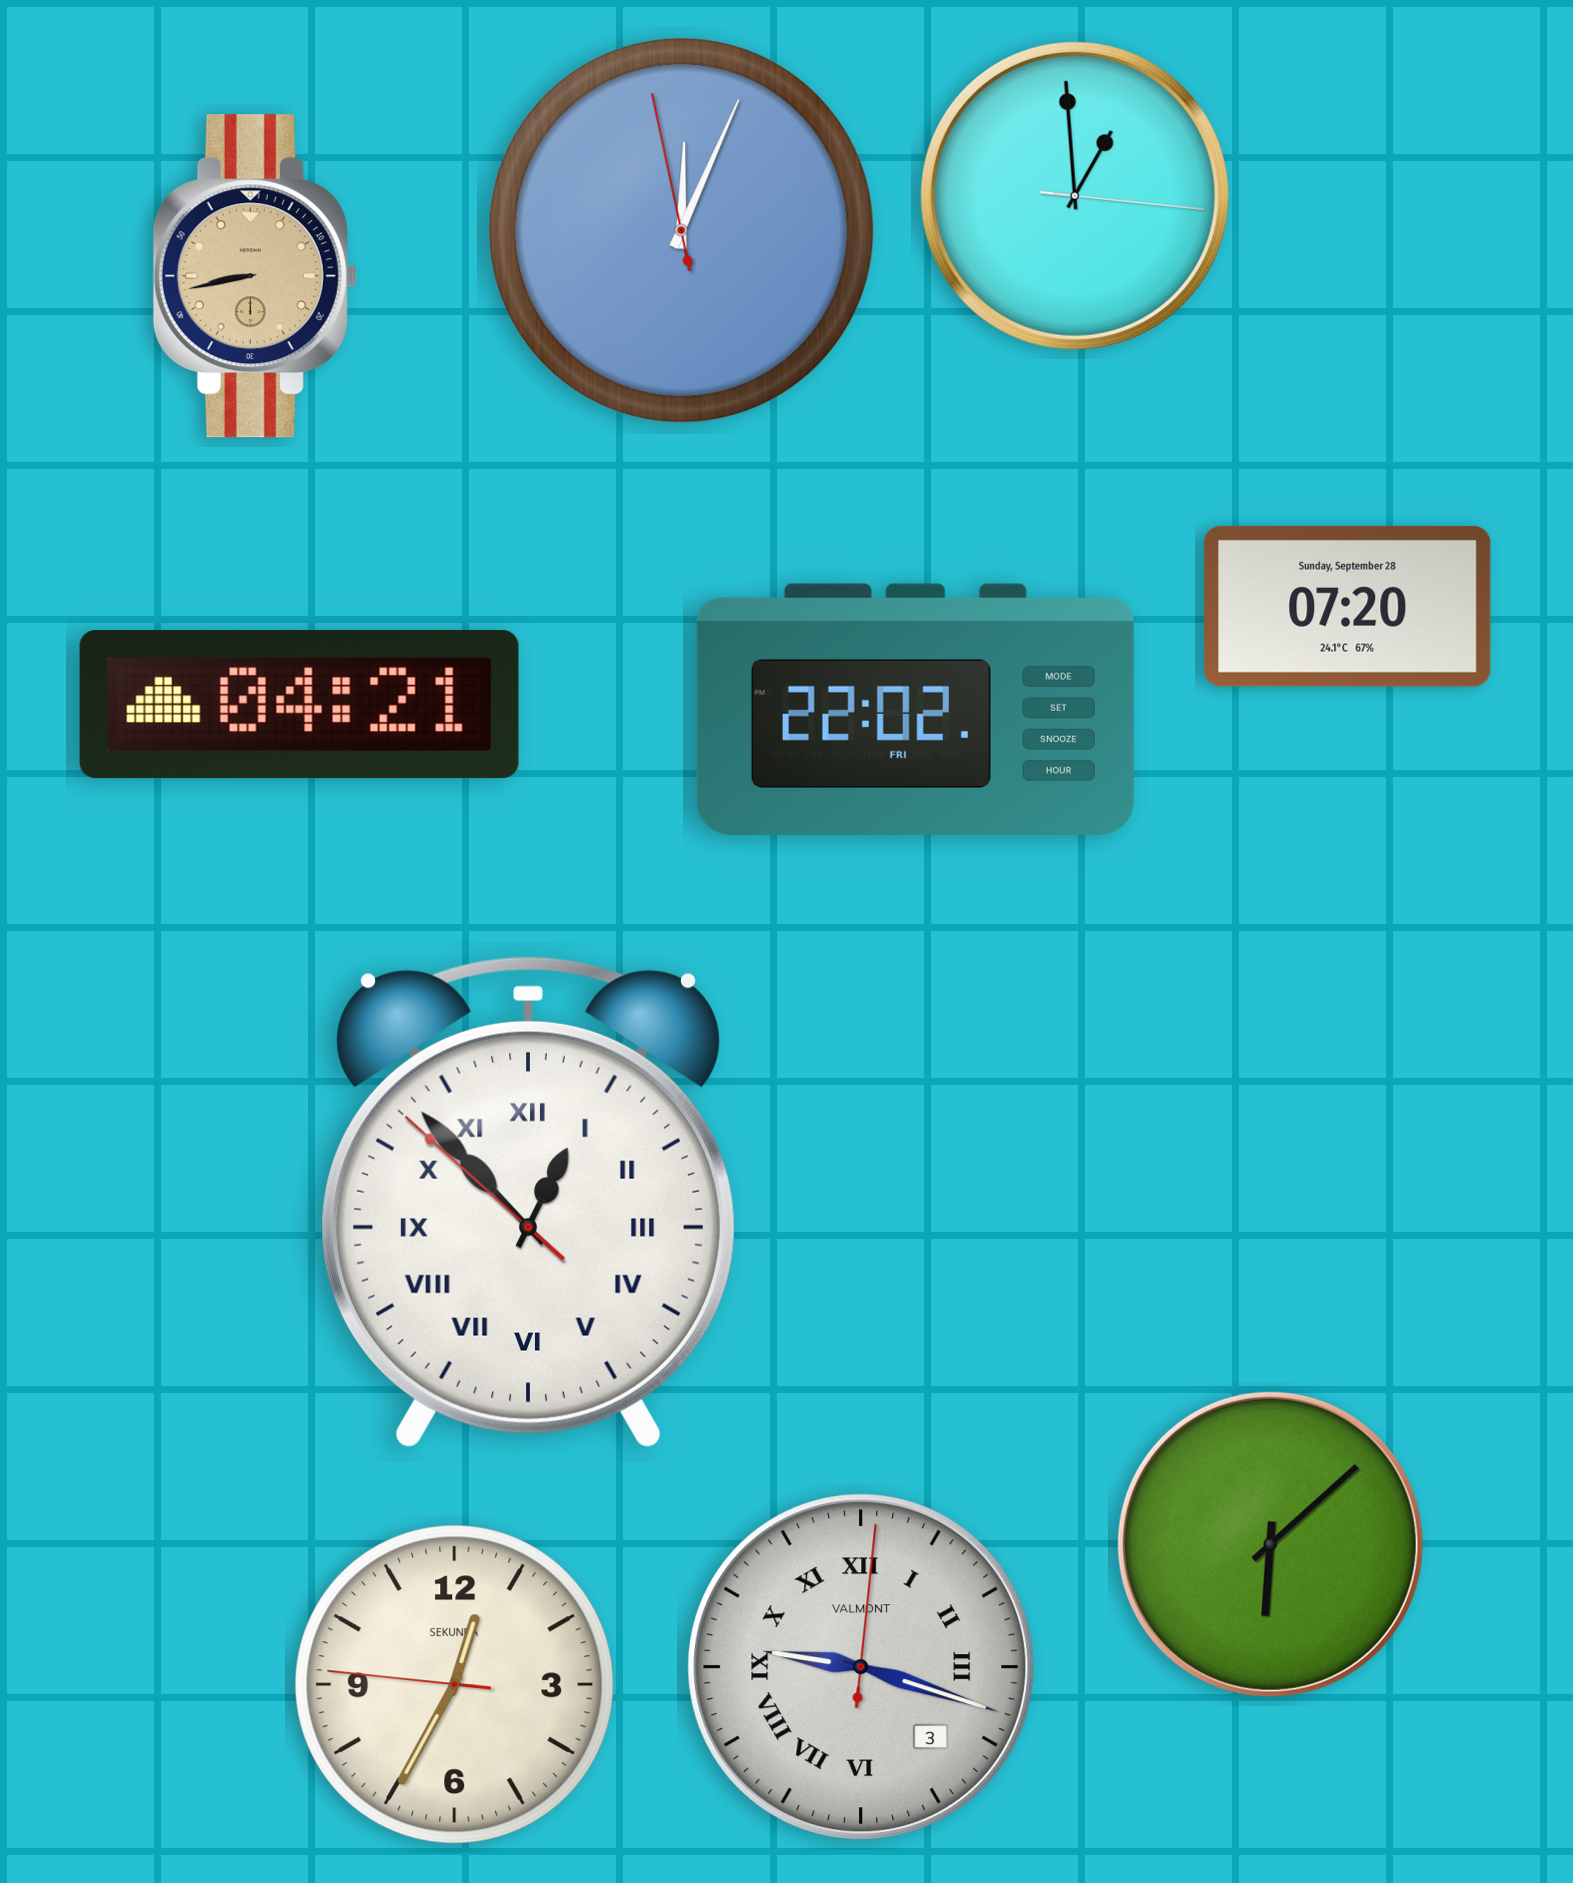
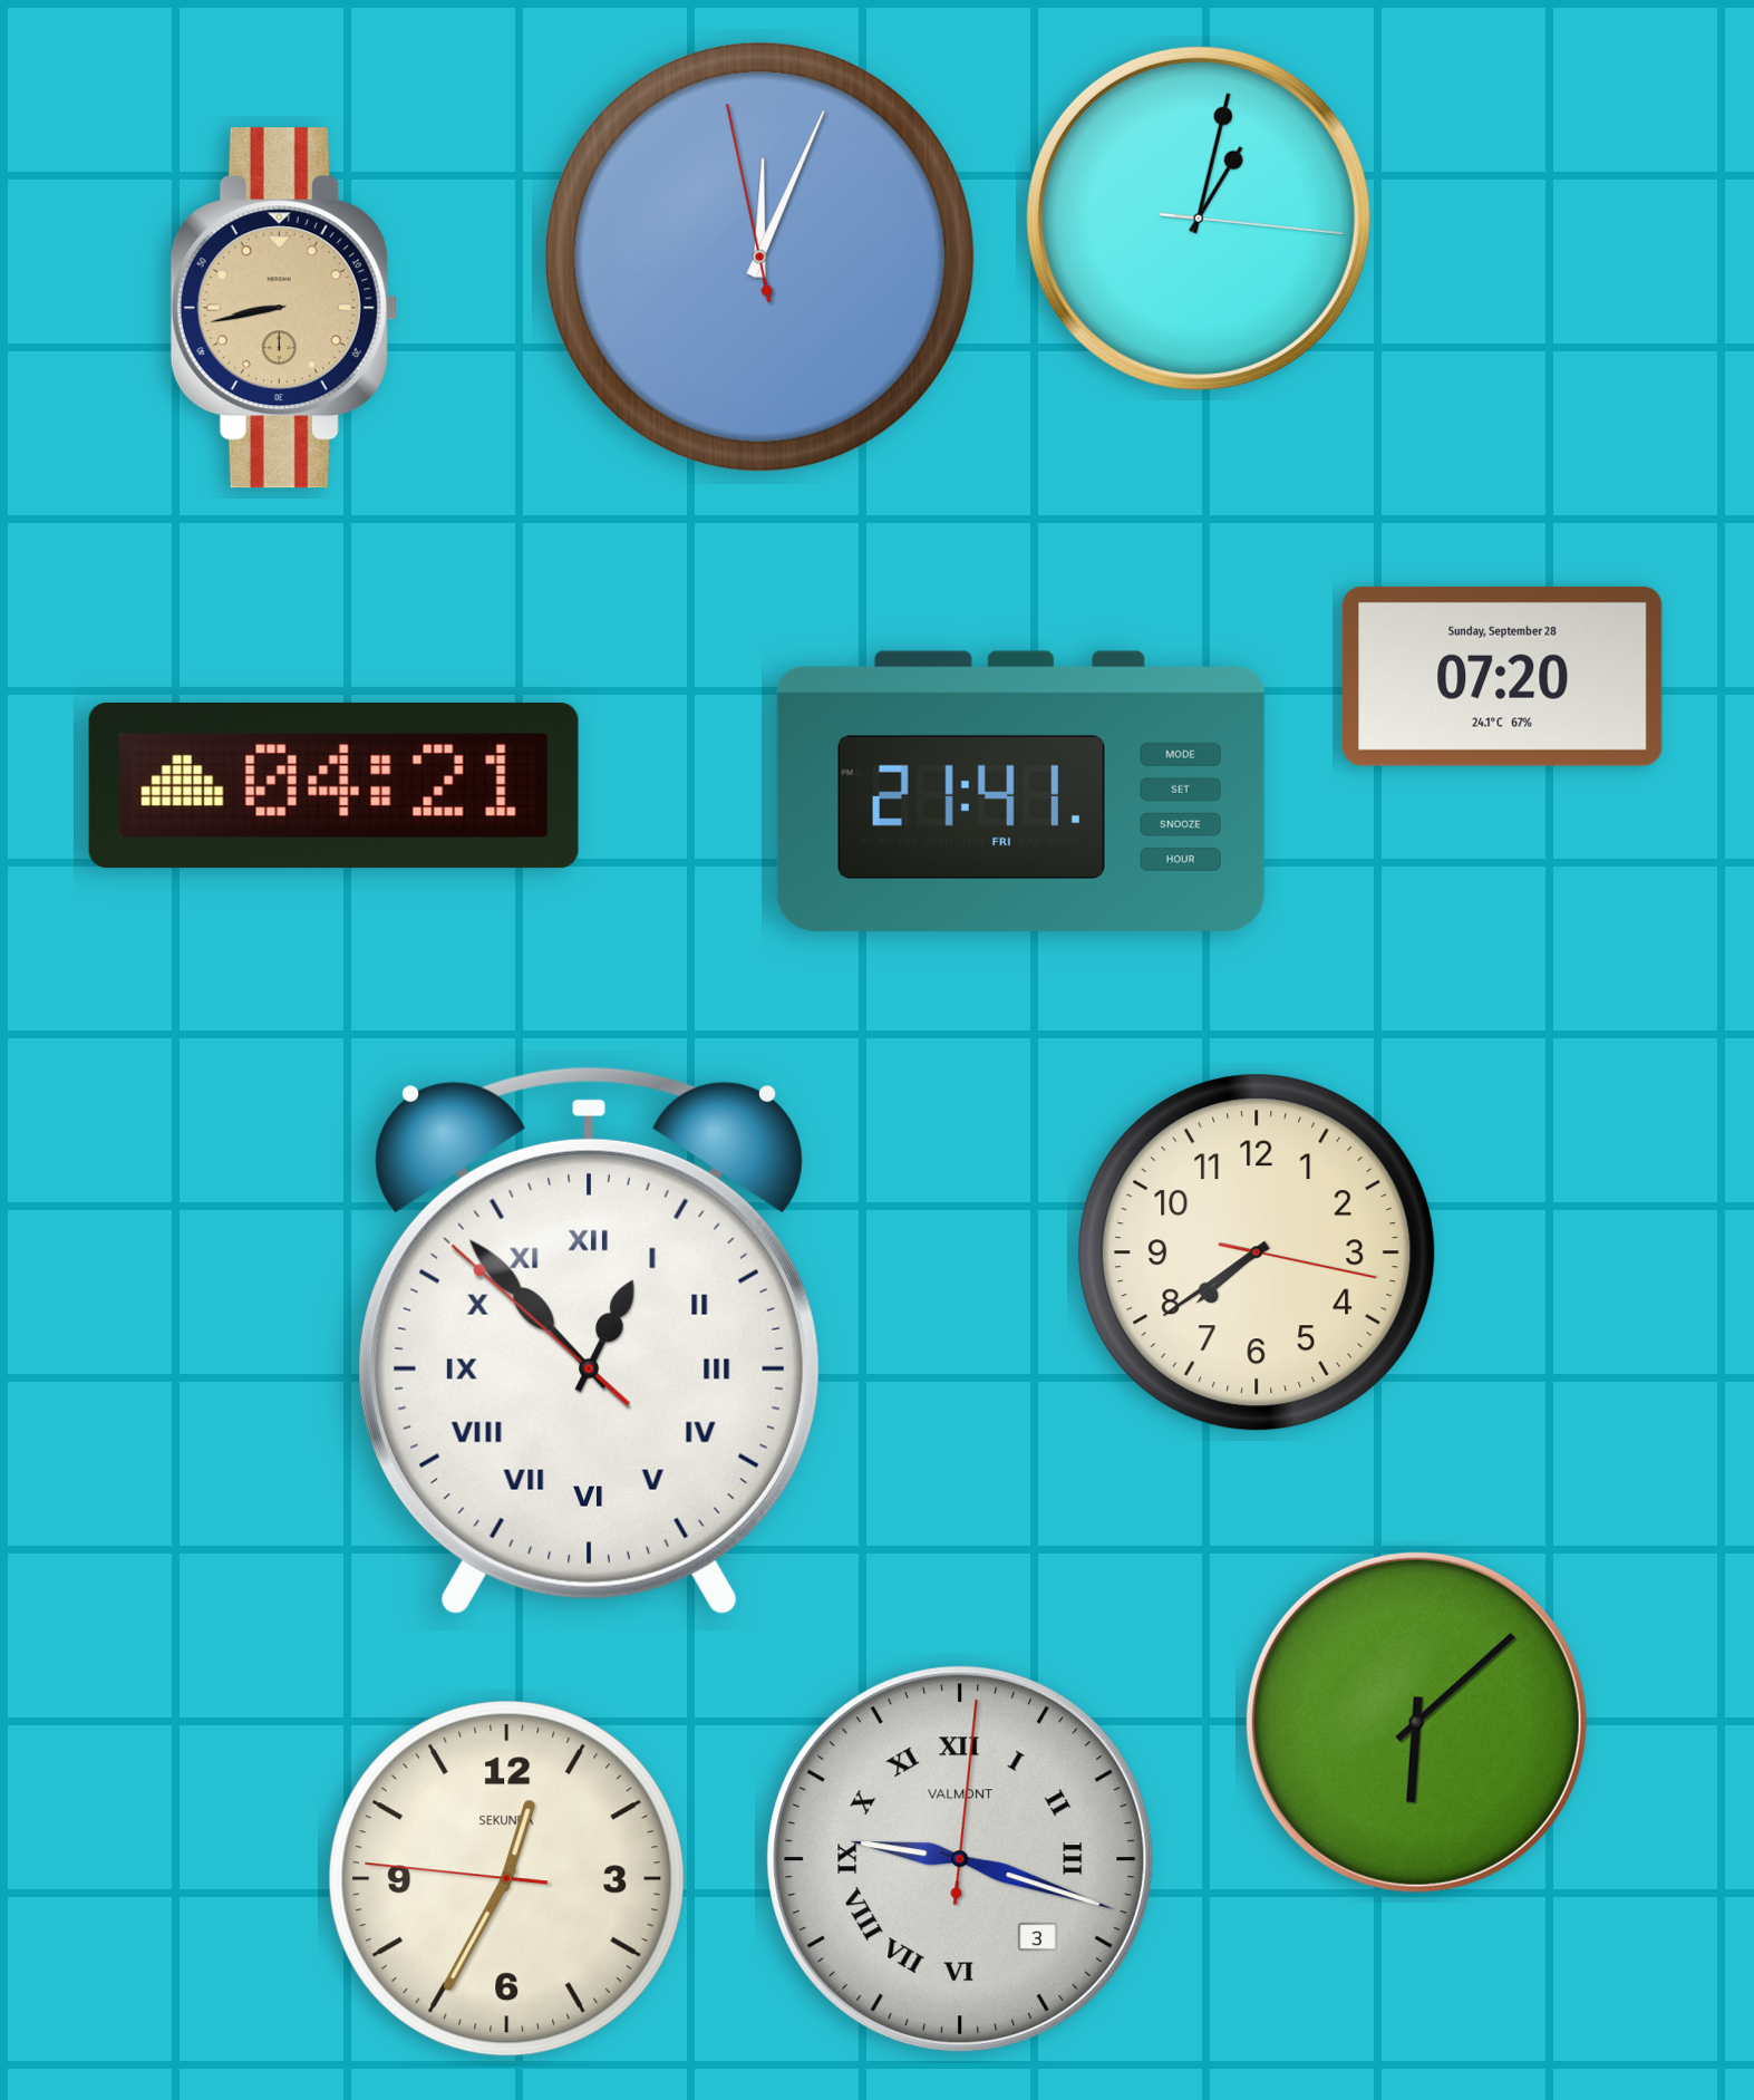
clock at (1075, 196): 12:59 -> 1:02
clock at (915, 709): 22:02 -> 21:41
clock at (1257, 1252): none -> 7:39
